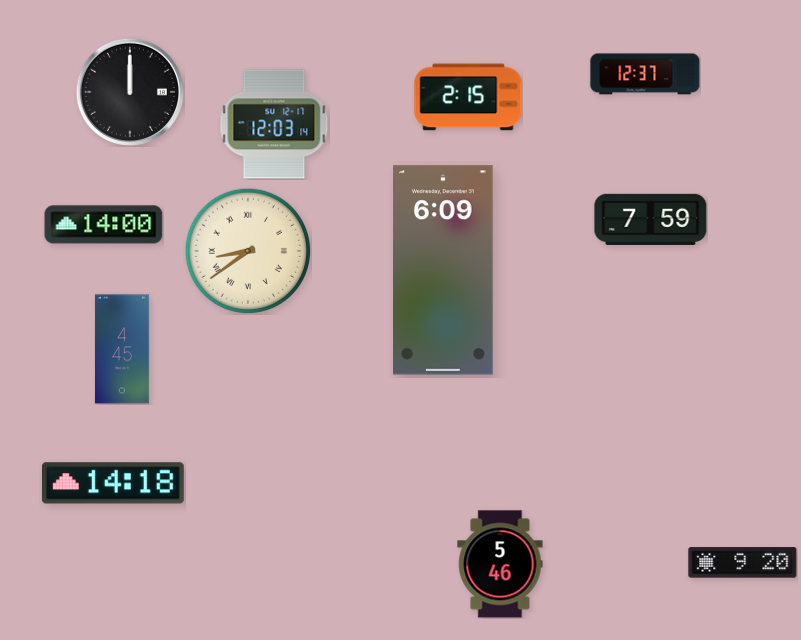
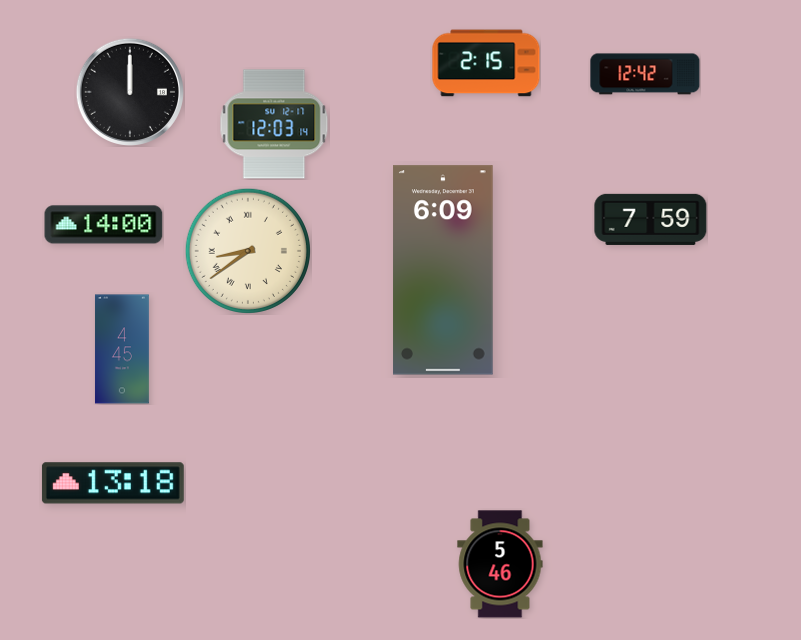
clock at (645, 74): 12:37 -> 12:42
clock at (468, 97) position: (468, 97) -> (486, 63)
clock at (113, 483): 14:18 -> 13:18
clock at (743, 563): 9:20 -> none
